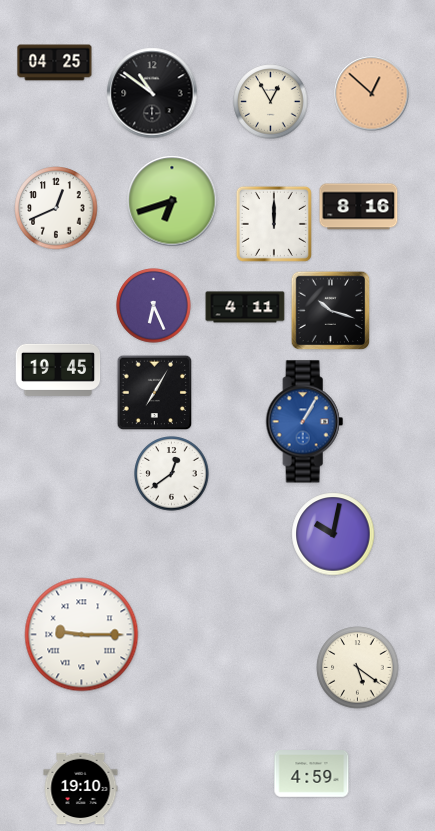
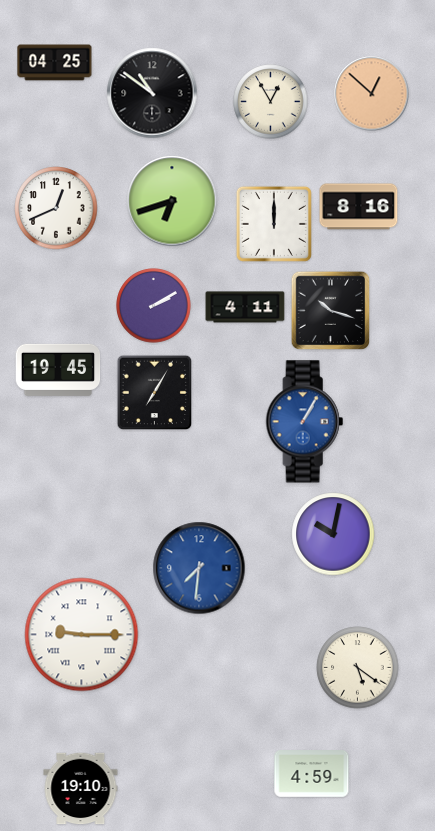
clock at (154, 306): 6:26 -> 2:10
clock at (172, 474): 12:39 -> none
clock at (199, 568): none -> 7:31
